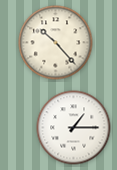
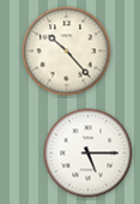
clock at (74, 128): 1:15 -> 5:15
